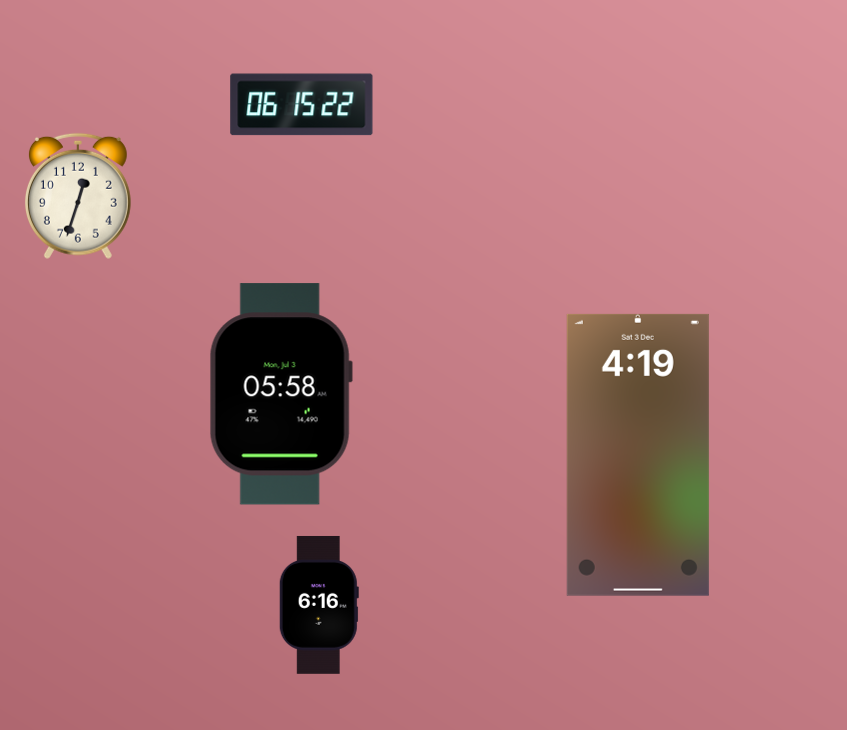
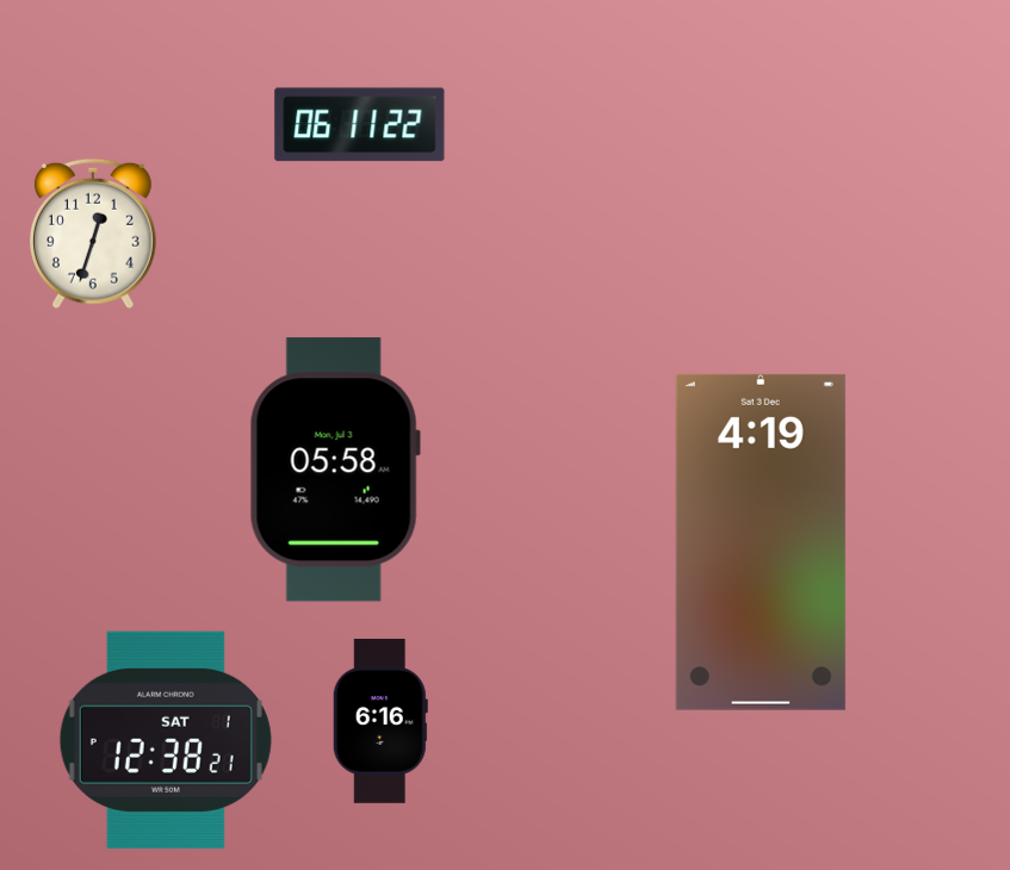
clock at (302, 105): 06:15 -> 06:11
clock at (166, 740): none -> 12:38
